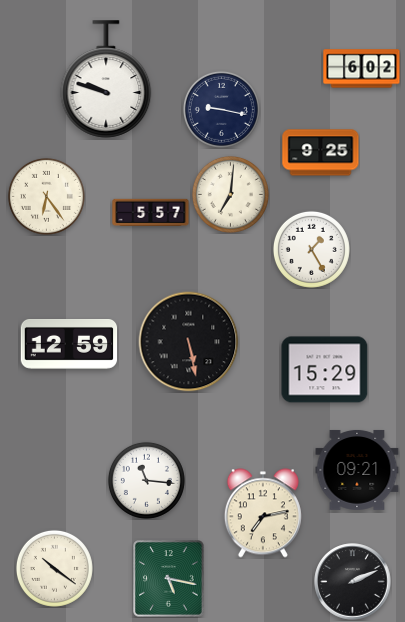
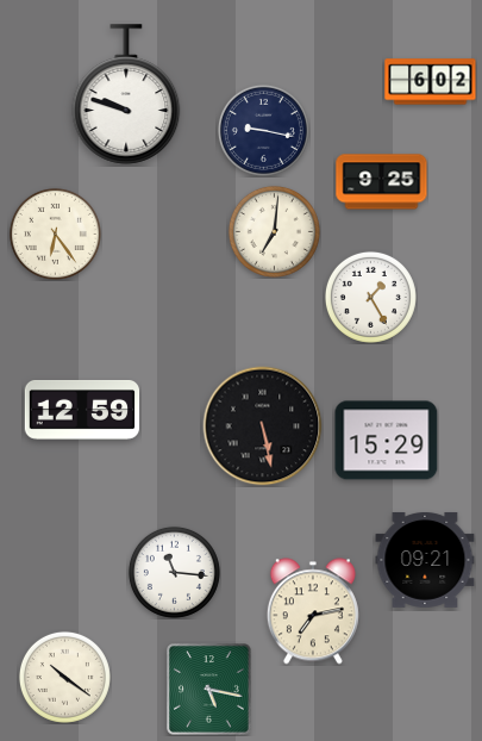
clock at (151, 212): 5:57 -> none
clock at (189, 342) position: (189, 342) -> (263, 426)
clock at (169, 579) position: (169, 579) -> (209, 690)
clock at (353, 582): 2:11 -> none
